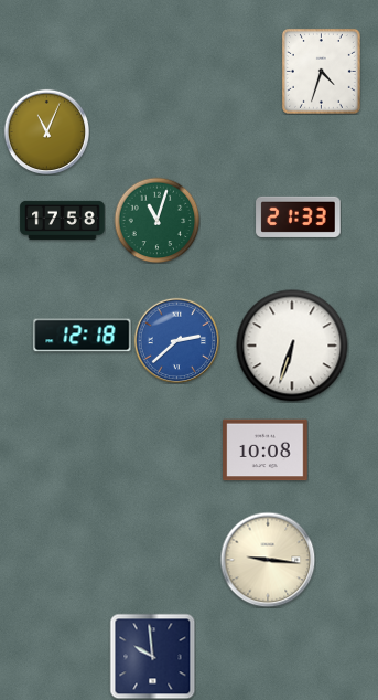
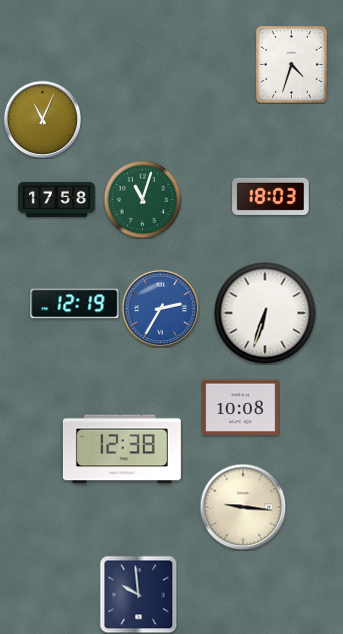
clock at (299, 216): 21:33 -> 18:03
clock at (83, 336): 12:18 -> 12:19
clock at (176, 340): 2:38 -> 2:35
clock at (122, 449): none -> 12:38
